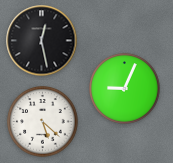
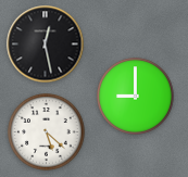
clock at (125, 89): 9:04 -> 9:00
